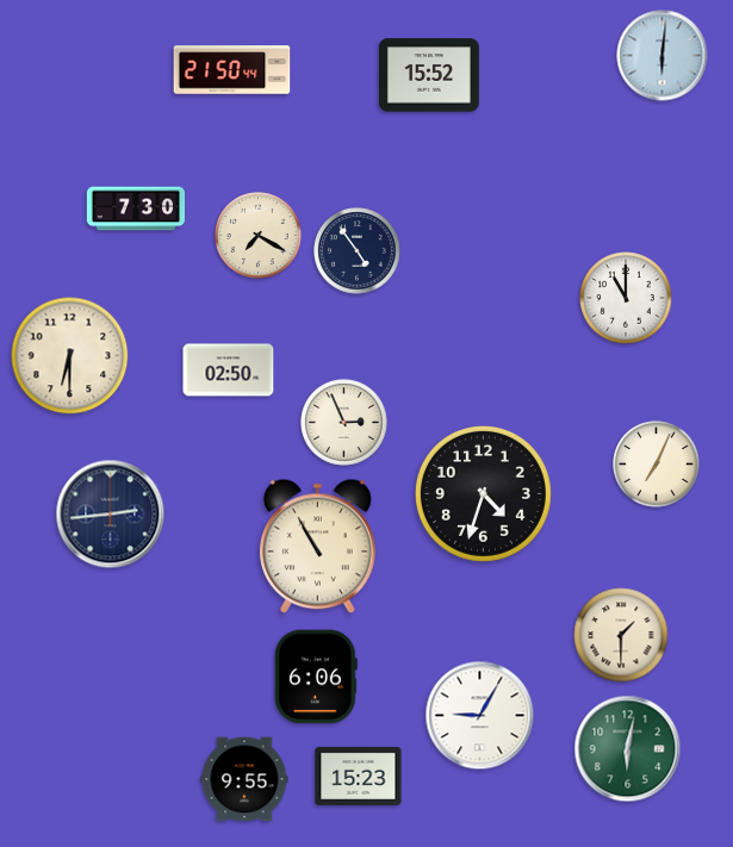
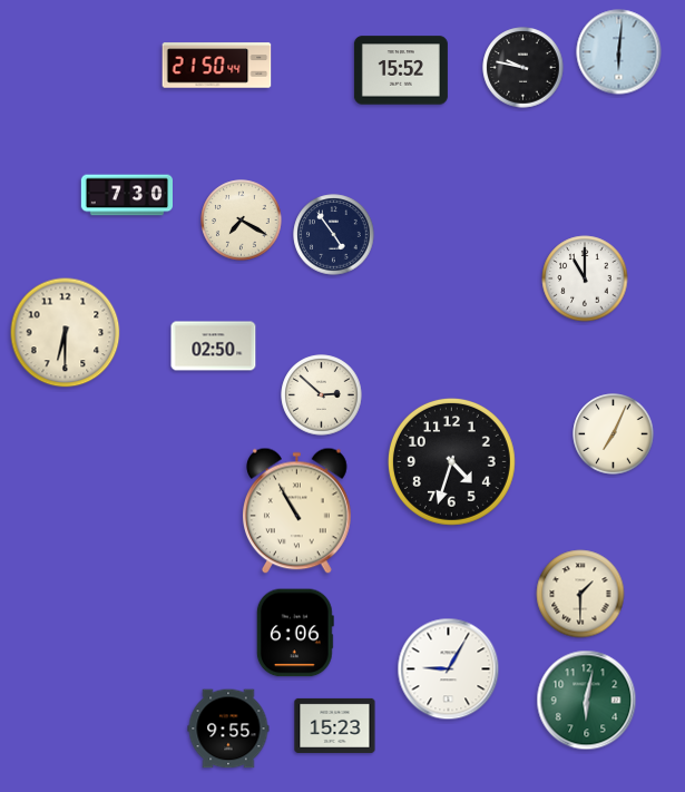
clock at (523, 68): none -> 9:47
clock at (344, 423): 2:56 -> 2:52
clock at (111, 515): 2:44 -> none
